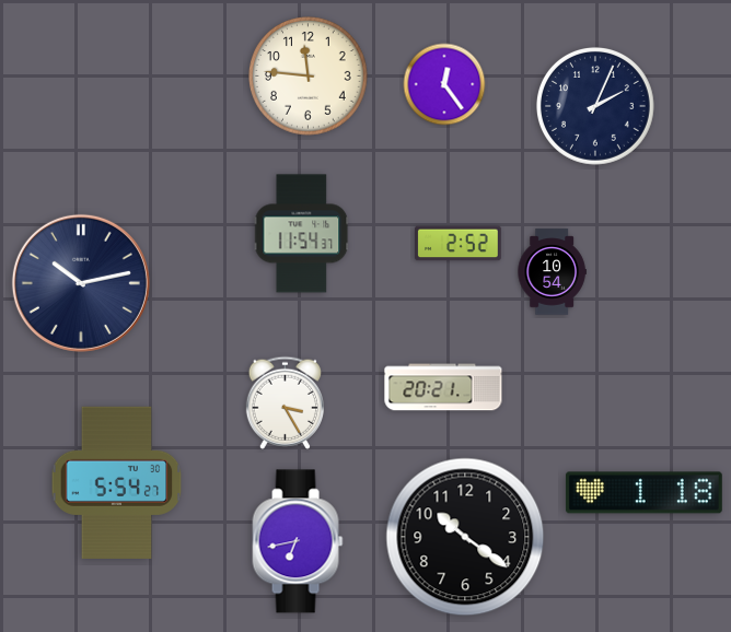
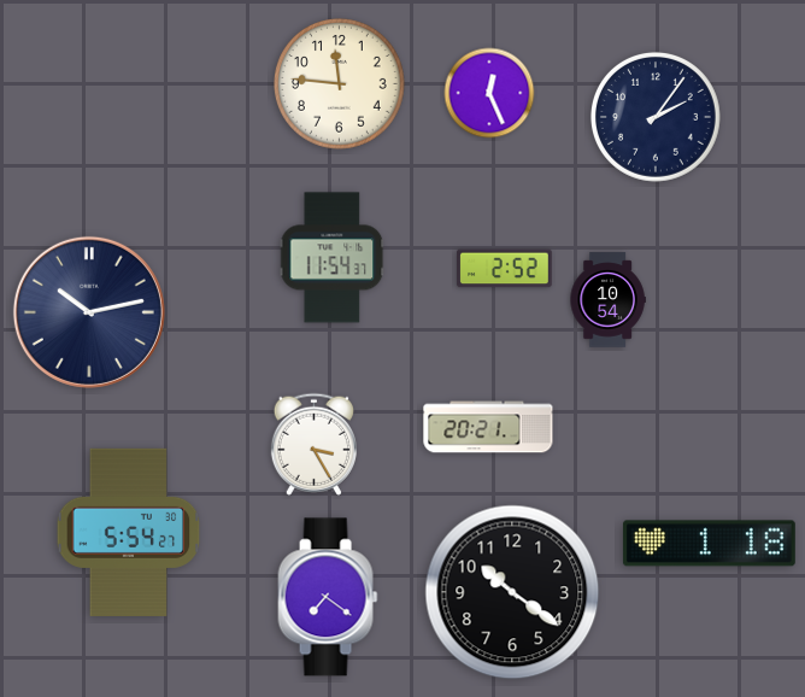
clock at (444, 84): 12:24 -> 12:26
clock at (595, 106): 2:04 -> 2:06
clock at (298, 541): 6:43 -> 7:21
